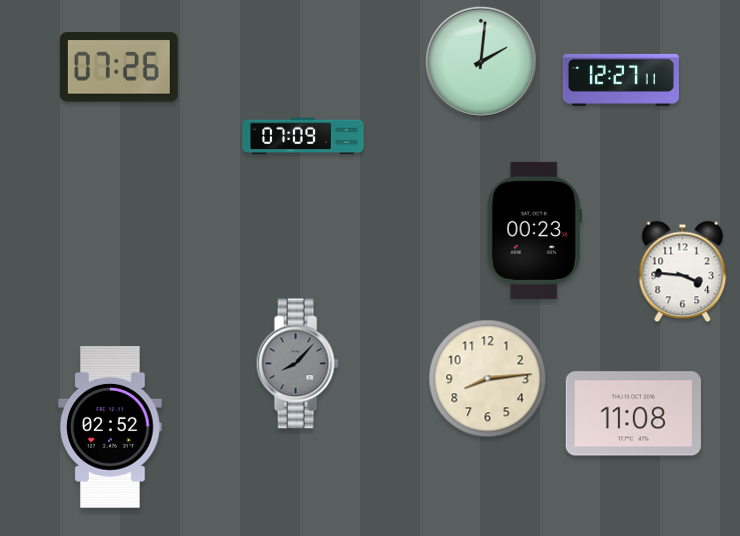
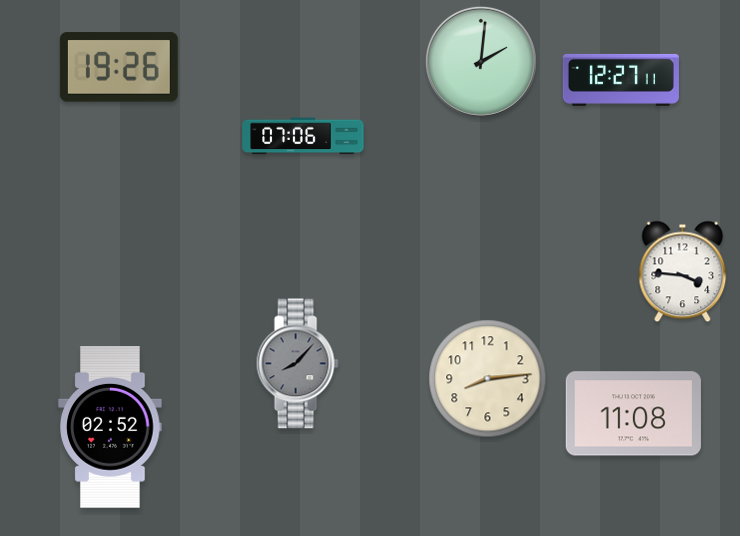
clock at (119, 67): 07:26 -> 19:26
clock at (303, 136): 07:09 -> 07:06
clock at (534, 230): 00:23 -> none
